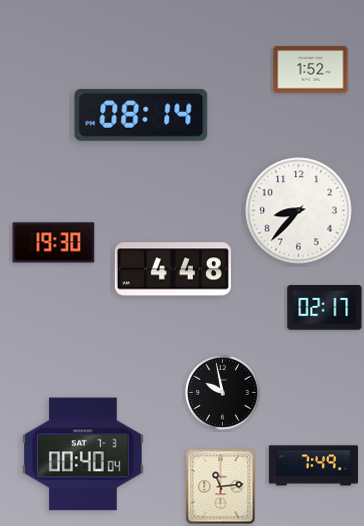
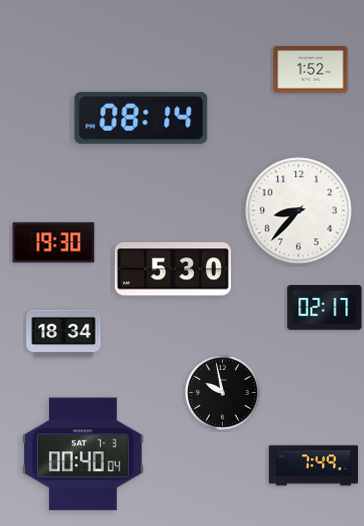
clock at (141, 115) position: (141, 115) -> (141, 118)
clock at (173, 269): 4:48 -> 5:30
clock at (64, 334): none -> 18:34
clock at (221, 487): 11:14 -> none
